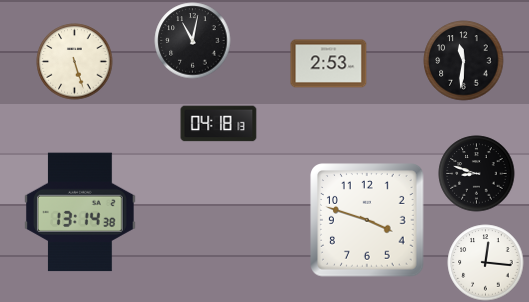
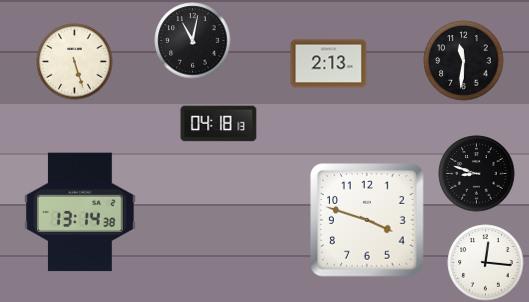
clock at (329, 64): 2:53 -> 2:13
